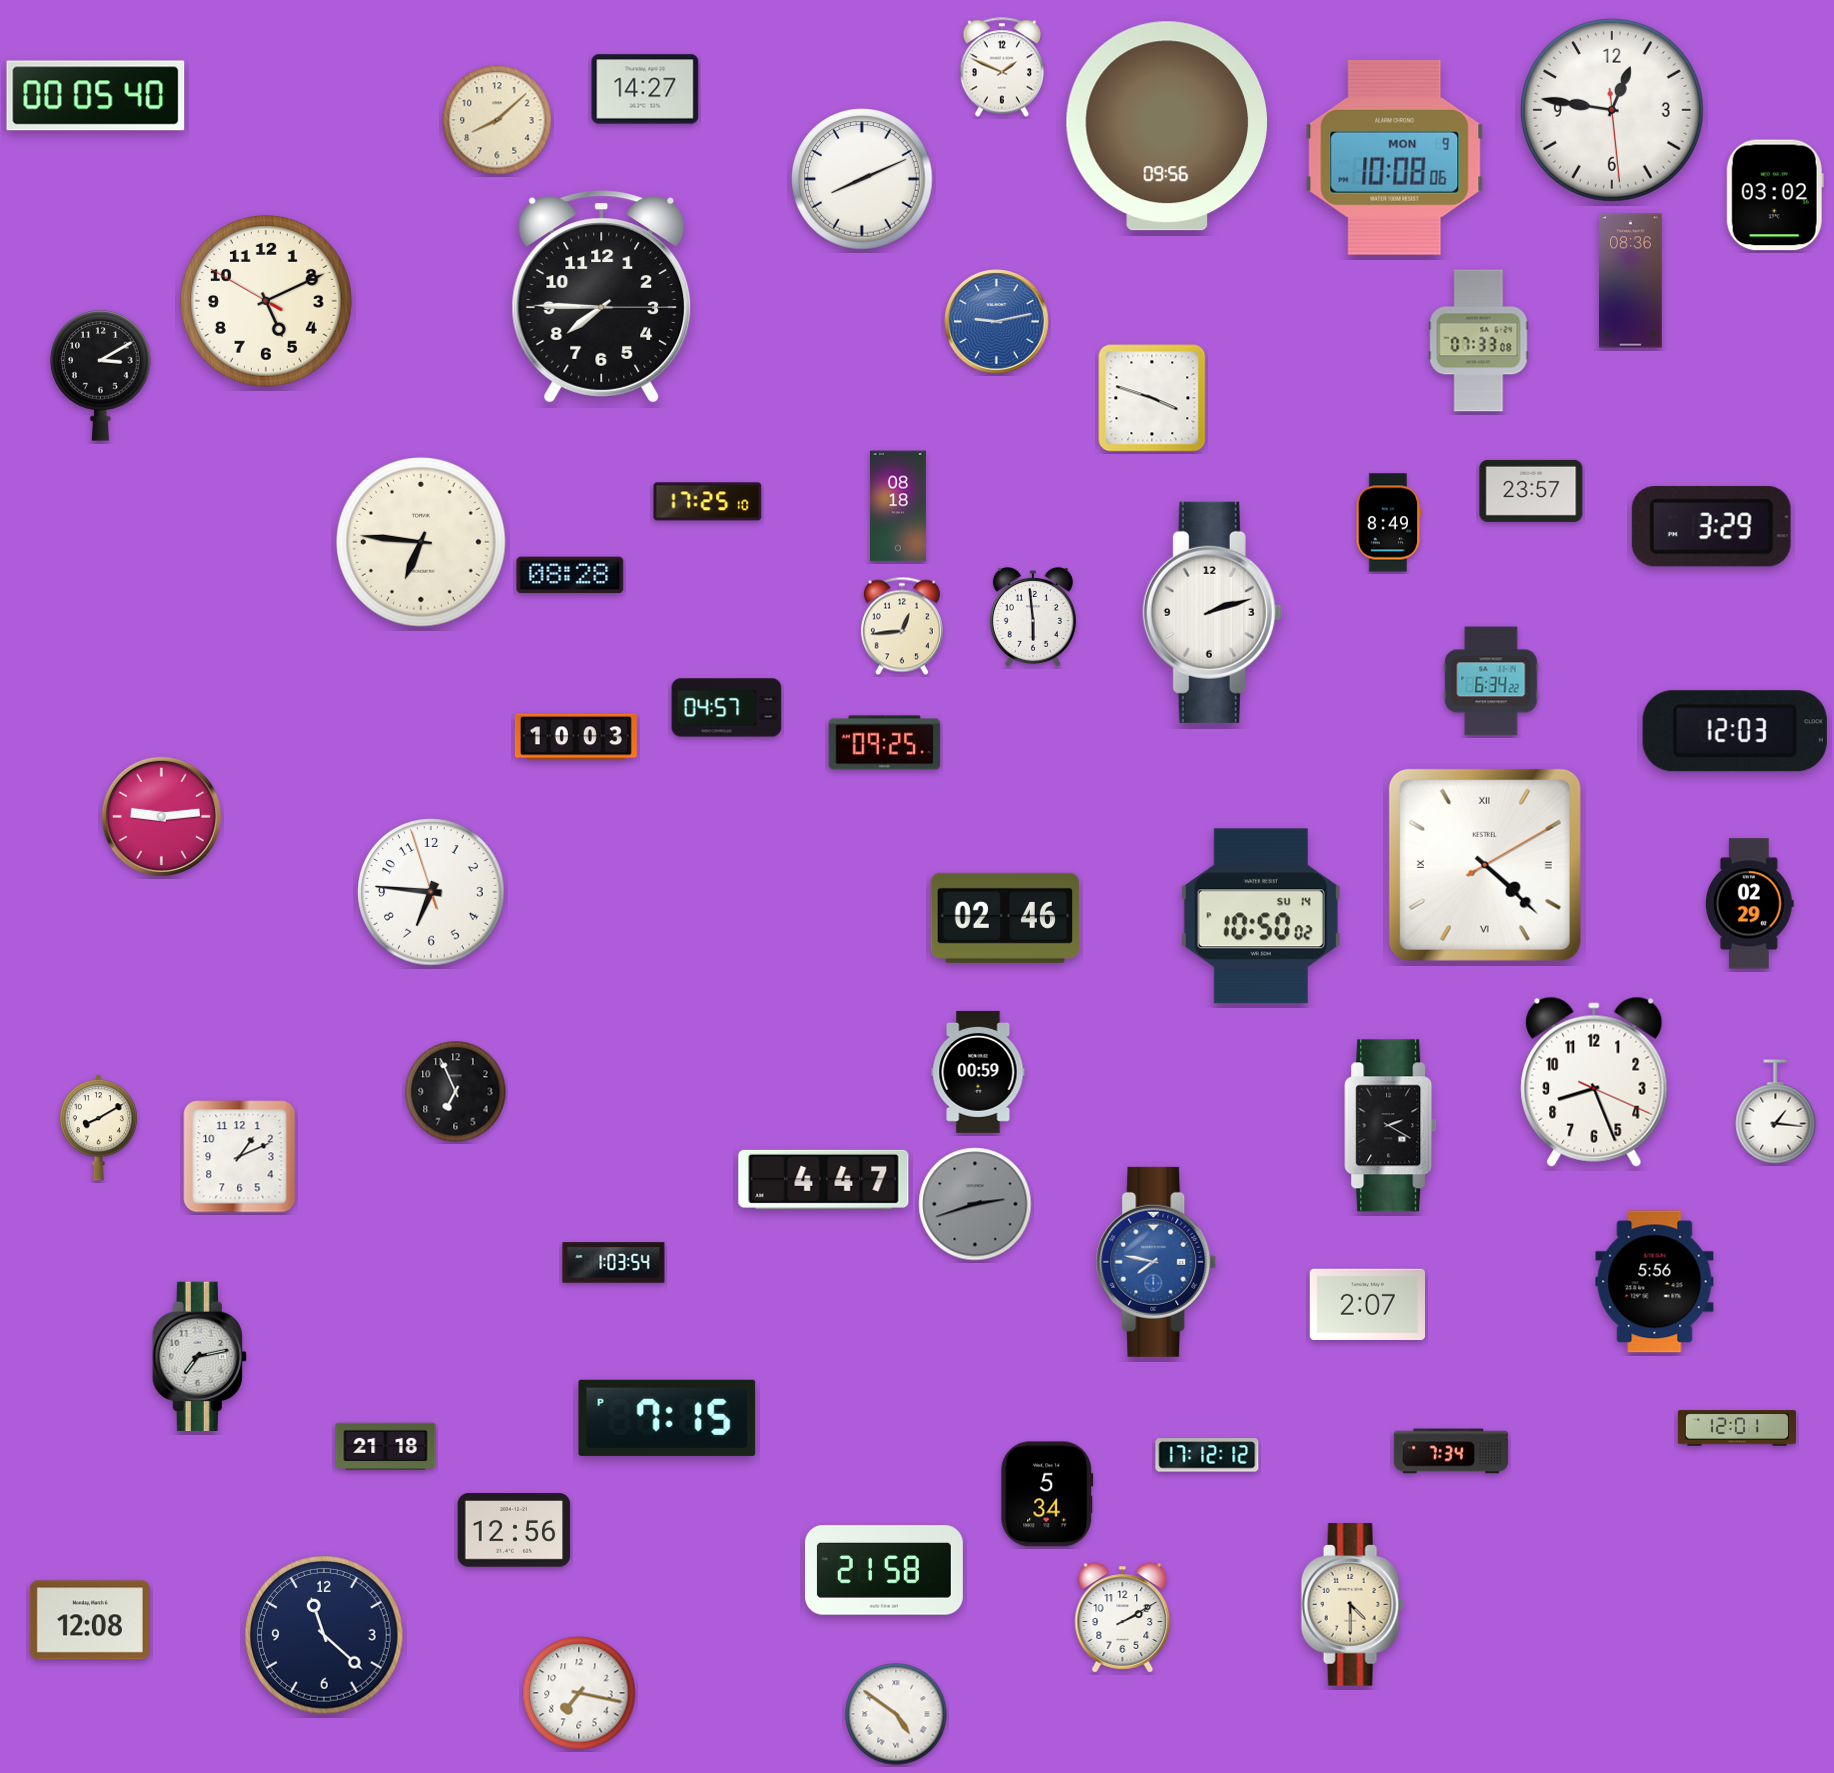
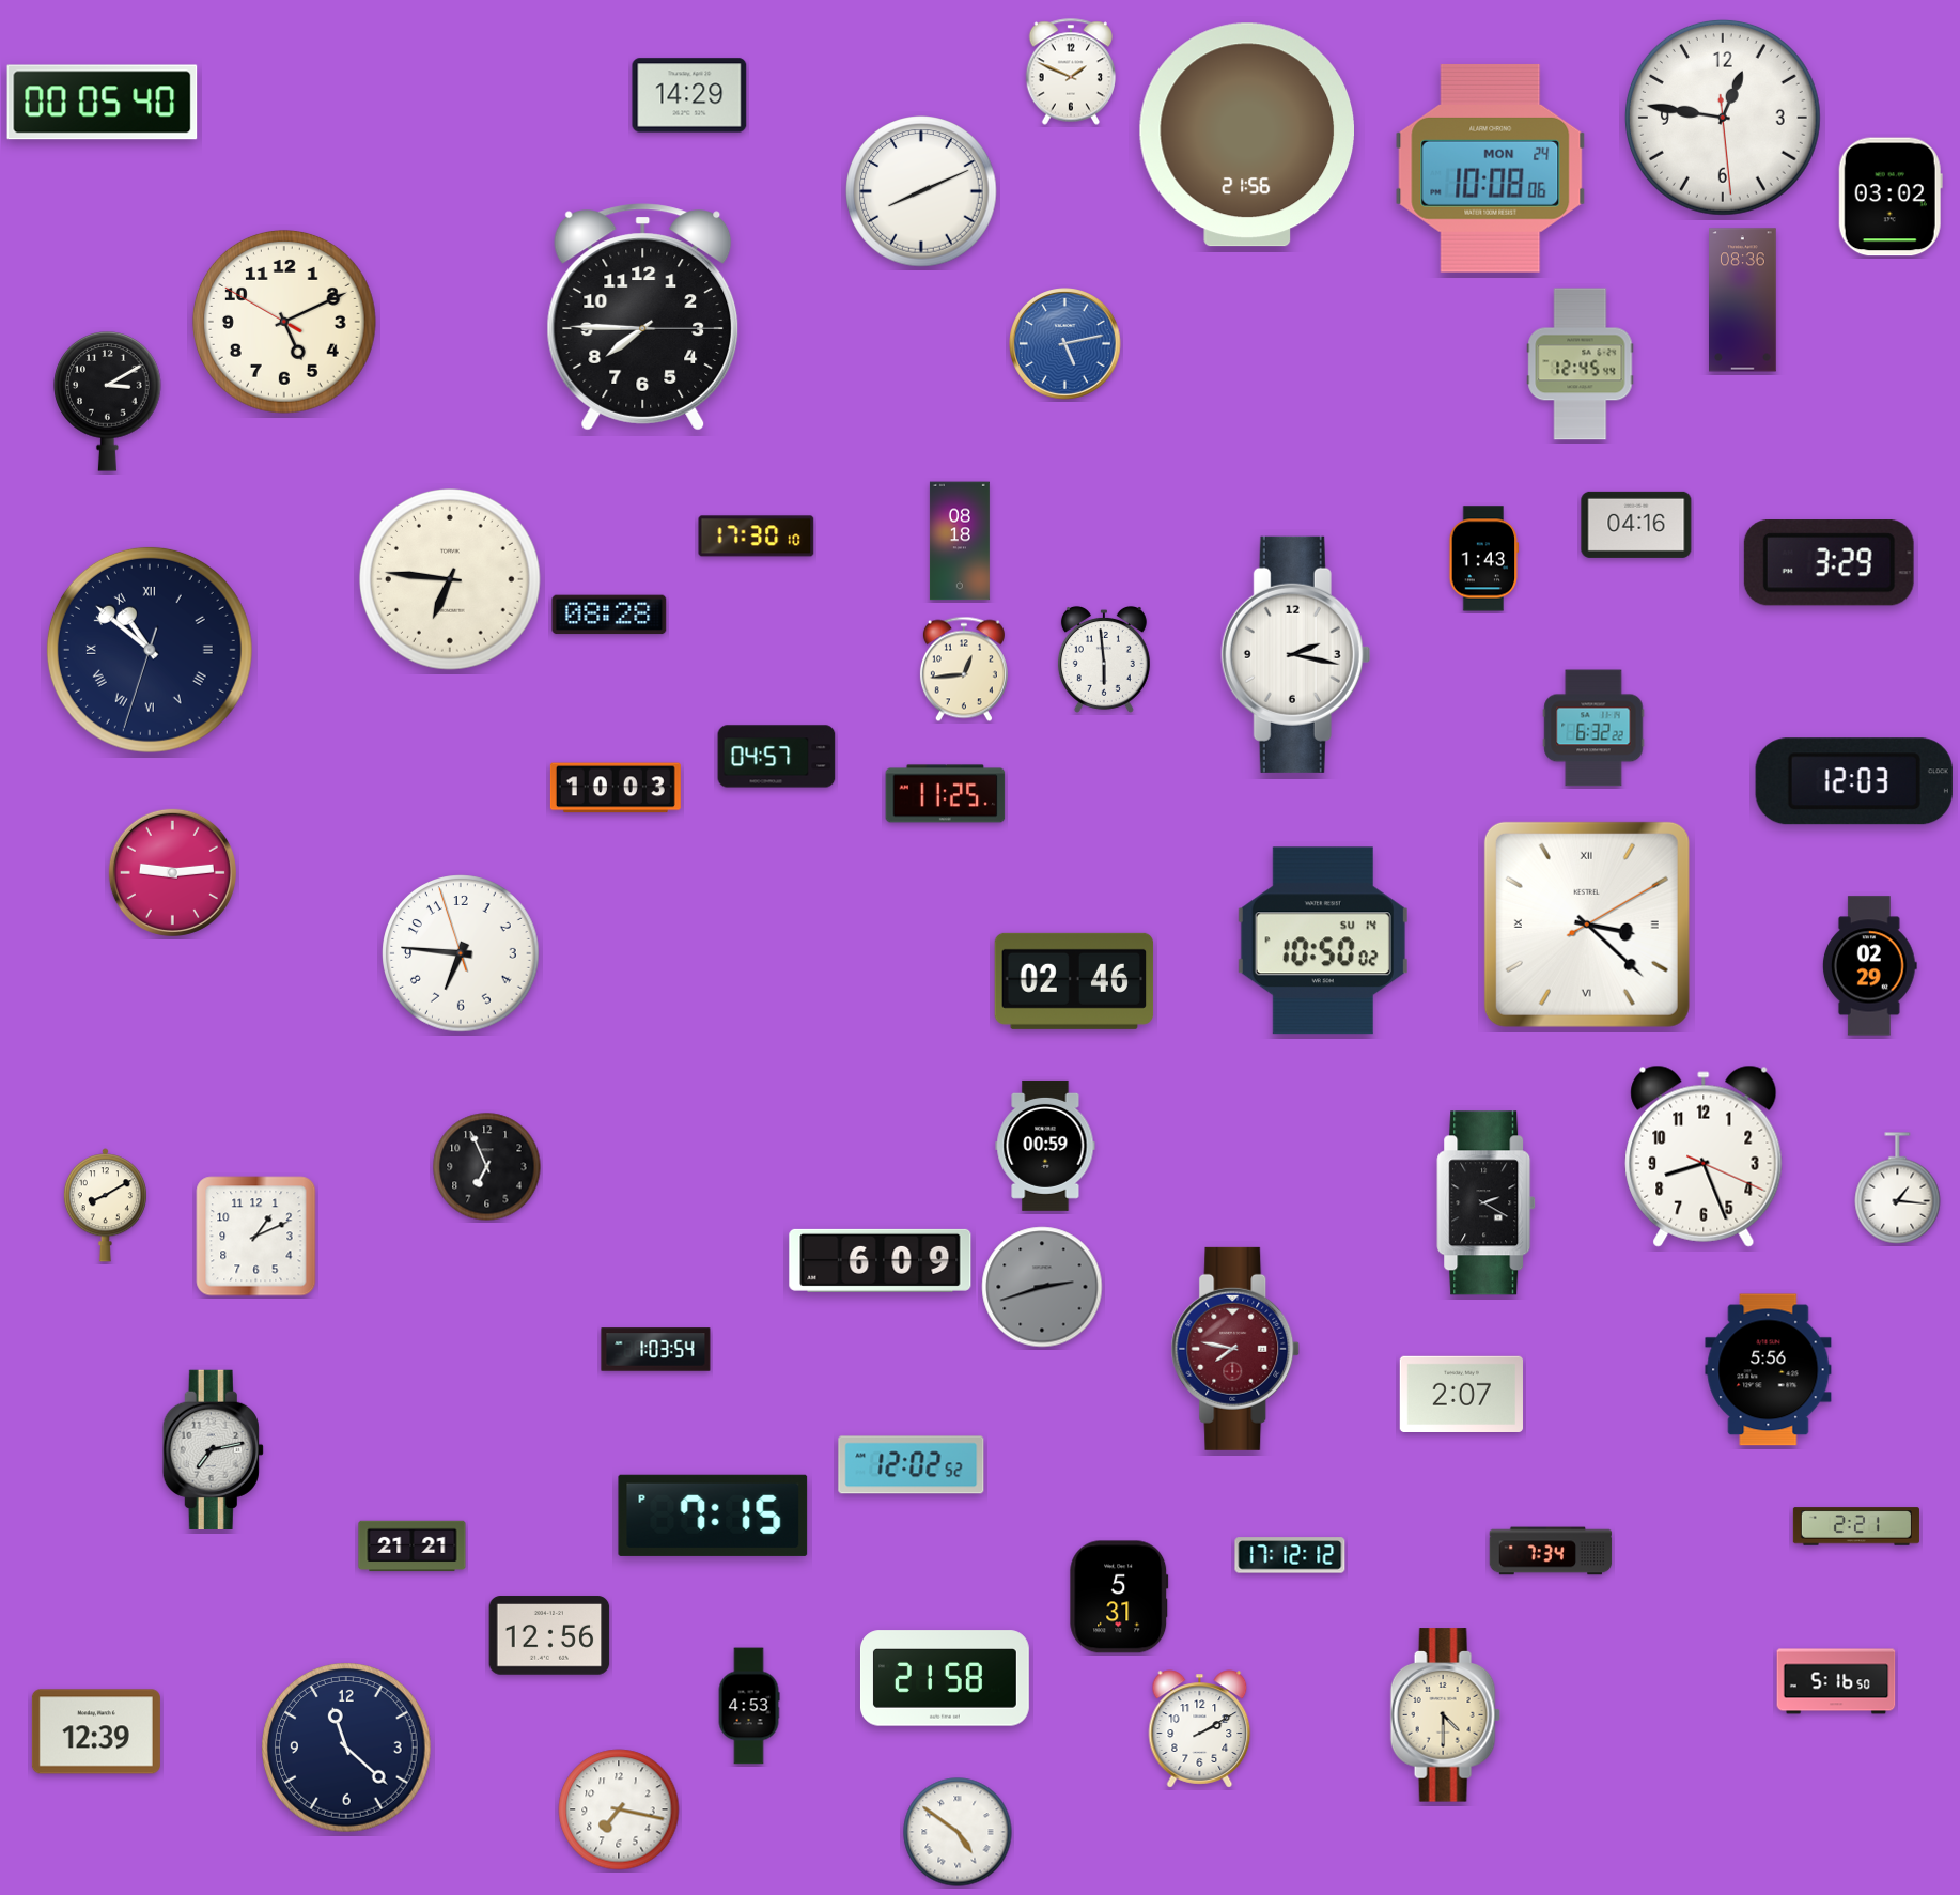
clock at (645, 89): 14:27 -> 14:29
clock at (497, 120): 8:08 -> none
clock at (1166, 126): 09:56 -> 21:56
clock at (1395, 157) date: MON 9 -> MON 24
clock at (1775, 195) position: (1775, 195) -> (1891, 197)
clock at (997, 322): 9:13 -> 5:13
clock at (1479, 341): 07:33 -> 12:45
clock at (1152, 398): 3:48 -> none
clock at (1531, 491): 23:57 -> 04:16
clock at (708, 502): 17:25 -> 17:30
clock at (1389, 523): 8:49 -> 1:43
clock at (150, 650): none -> 10:51
clock at (1213, 612): 2:12 -> 2:17
clock at (1491, 681): 6:34 -> 6:32
clock at (885, 743): 09:25 -> 11:25
clock at (1485, 865): 4:22 -> 3:22
clock at (1261, 916) position: (1261, 916) -> (1323, 941)
clock at (824, 1179): 4:47 -> 6:09
clock at (1156, 1262) dial: blue -> burgundy
clock at (912, 1465): none -> 12:02
clock at (1737, 1428): 12:01 -> 2:21
clock at (386, 1447): 21:18 -> 21:21
clock at (1047, 1494): 5:34 -> 5:31
clock at (1836, 1681): none -> 5:16
clock at (749, 1706): none -> 4:53
clock at (90, 1620): 12:08 -> 12:39
